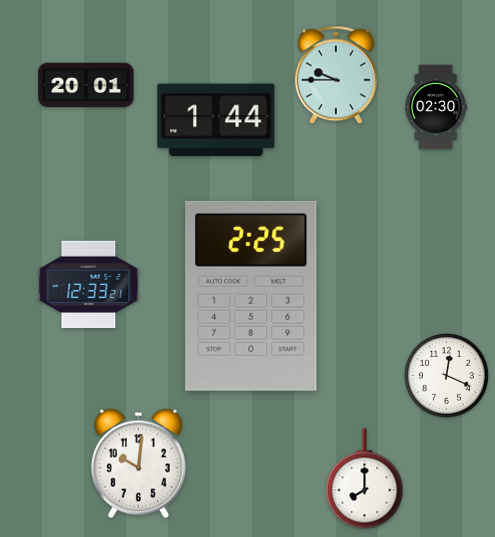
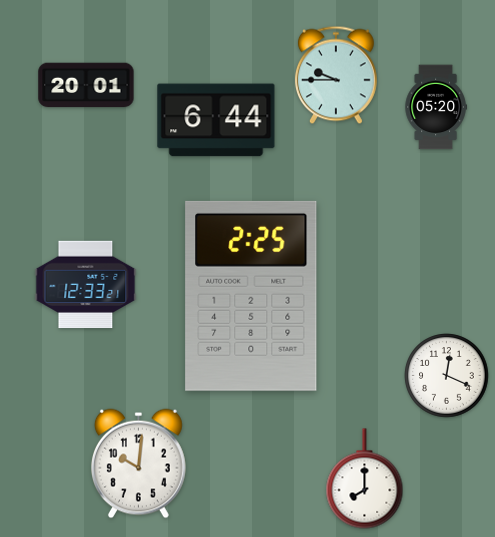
clock at (436, 107): 02:30 -> 05:20
clock at (216, 120): 1:44 -> 6:44
clock at (89, 285) position: (89, 285) -> (86, 285)
